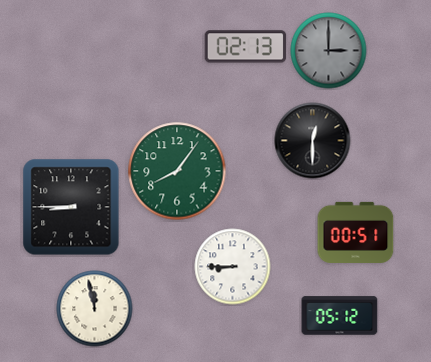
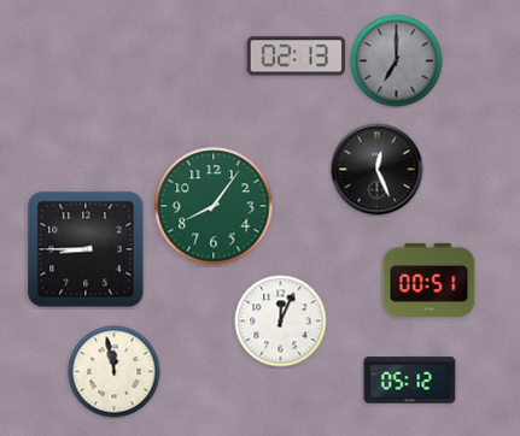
clock at (329, 51): 3:00 -> 7:00
clock at (313, 141): 12:30 -> 12:26
clock at (233, 267): 8:45 -> 12:04
